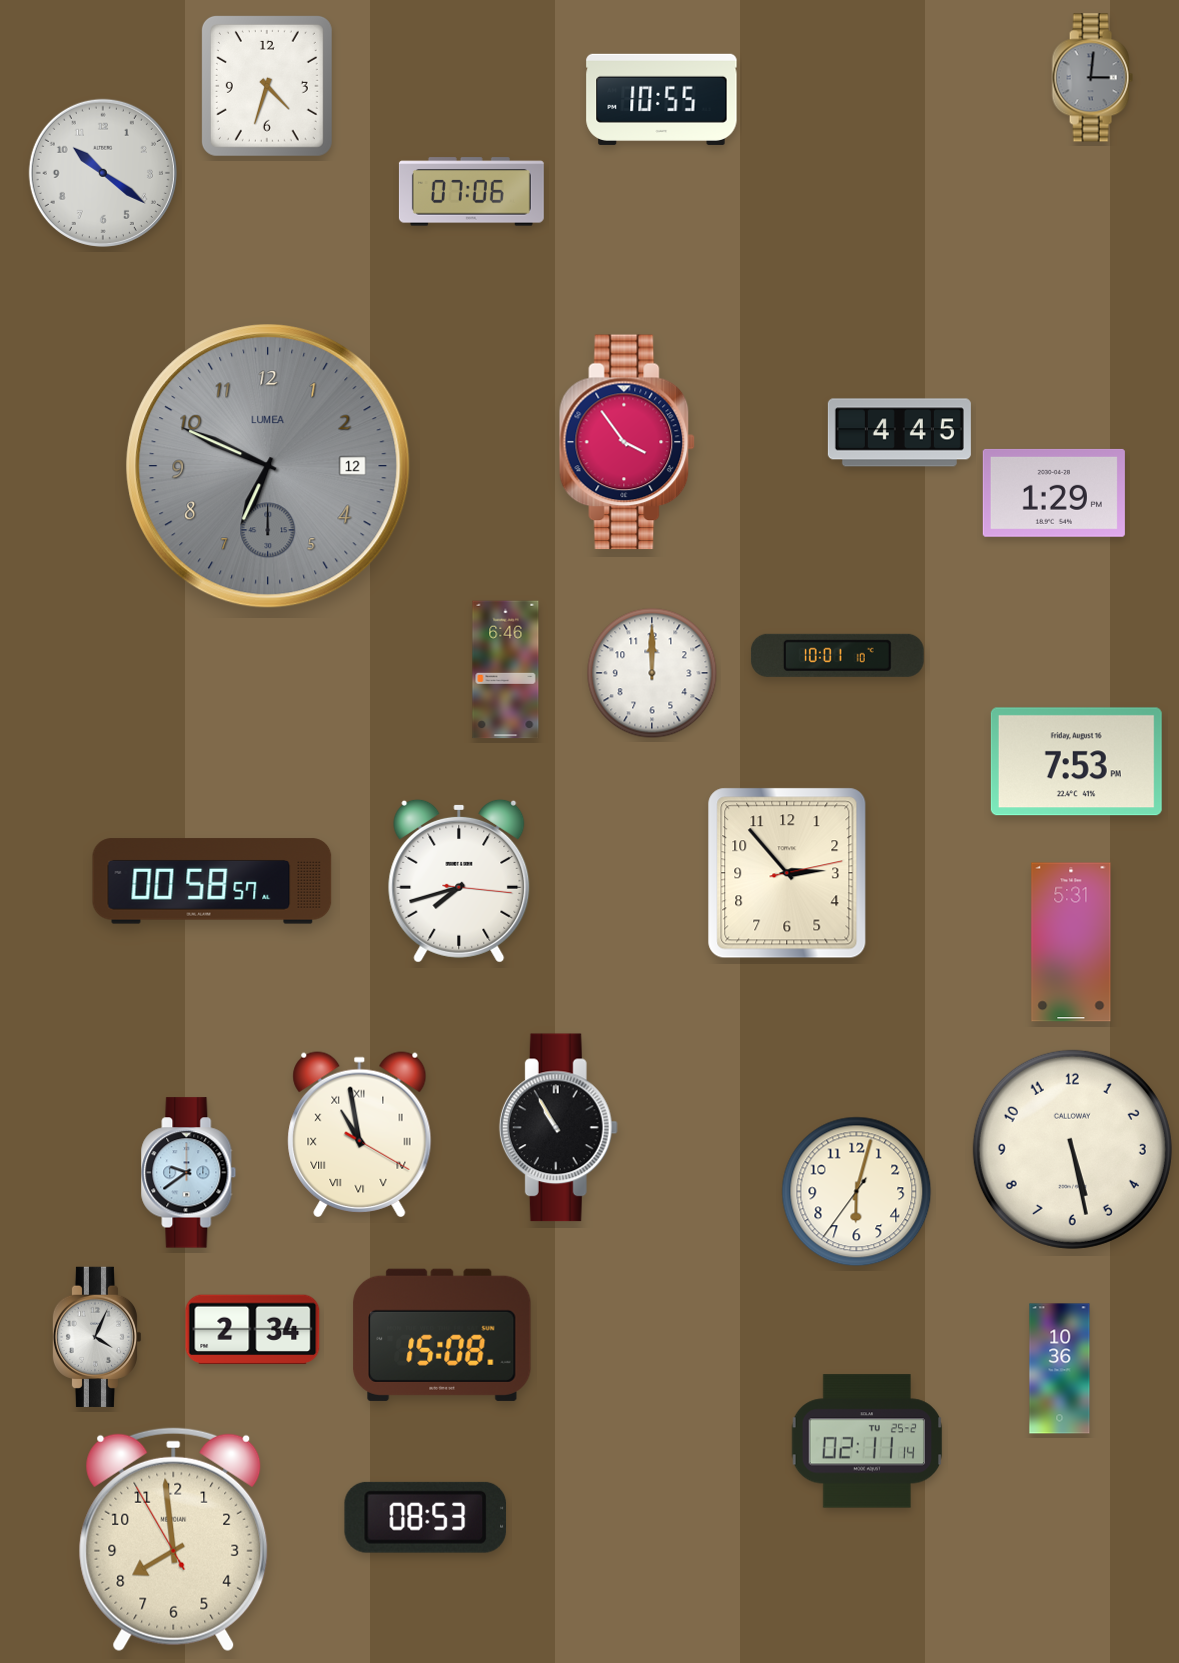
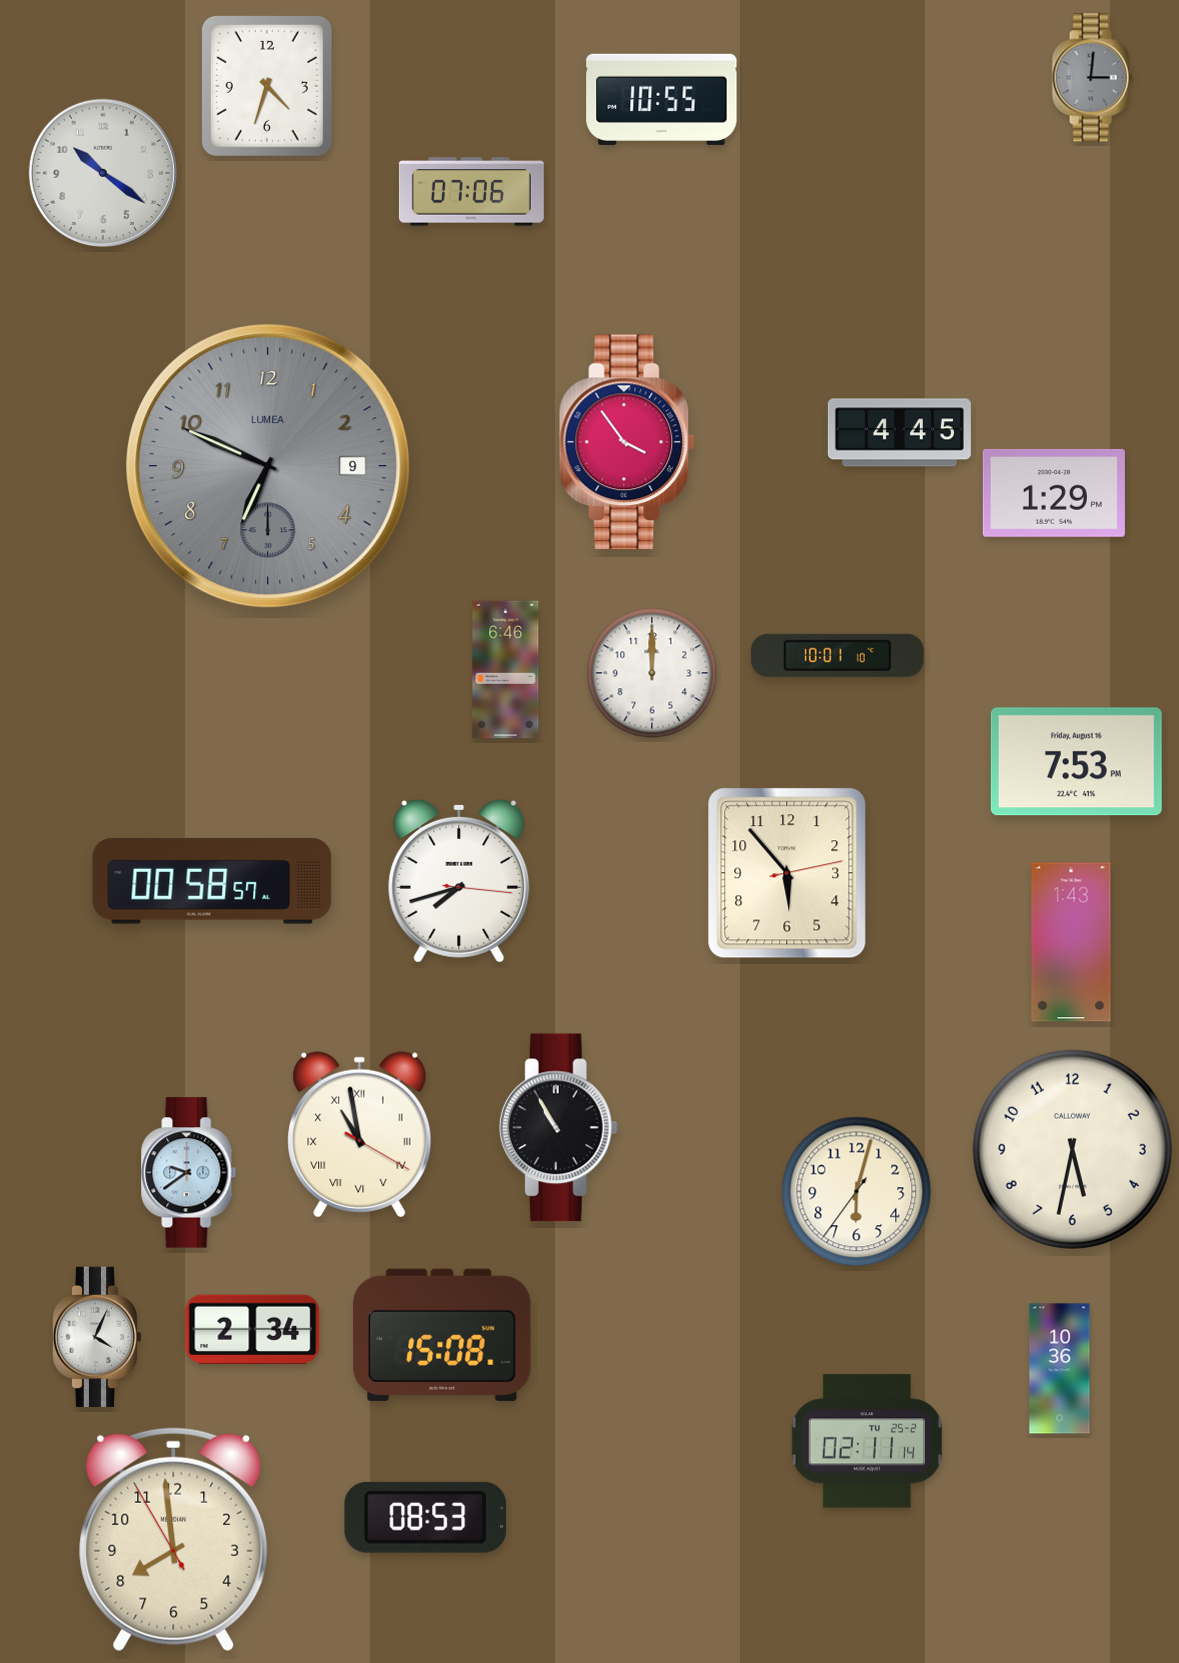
clock at (268, 466) date: 12 -> 9
clock at (787, 873): 2:53 -> 5:53
clock at (1071, 942): 5:31 -> 1:43
clock at (1072, 1149): 5:28 -> 5:32
